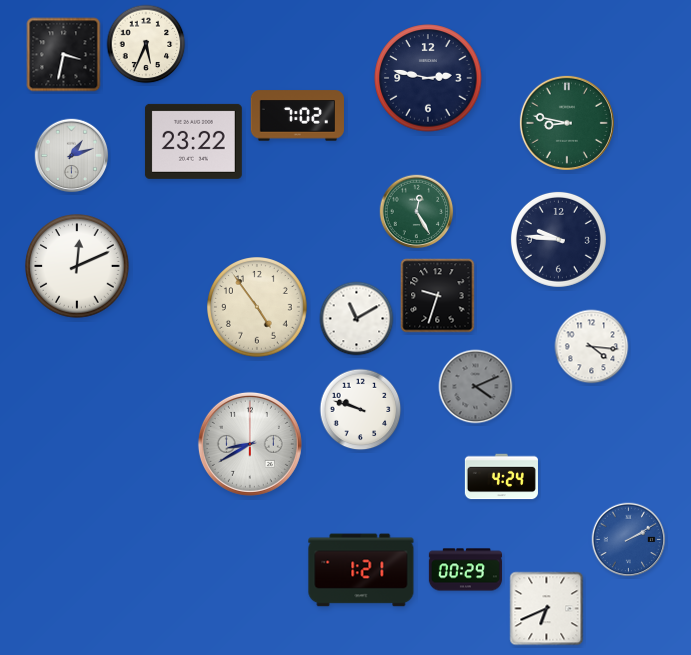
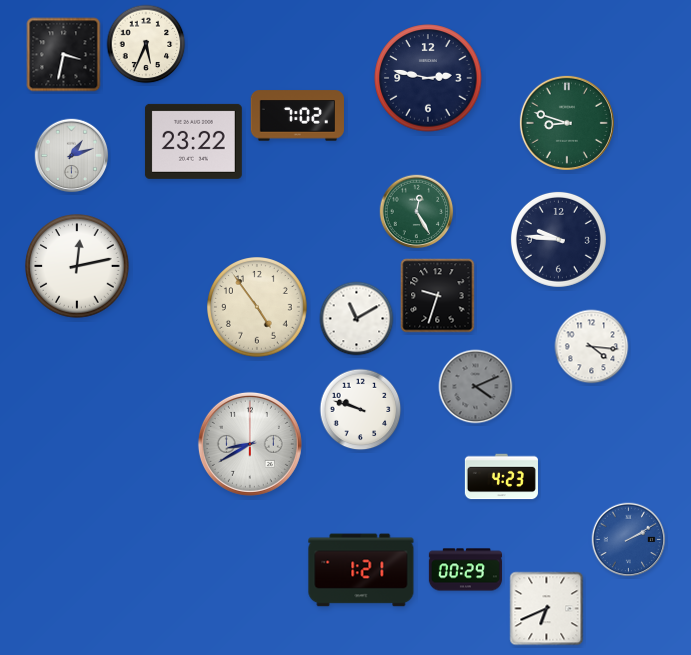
clock at (567, 123): 8:47 -> 8:48
clock at (77, 266): 12:11 -> 12:13
clock at (501, 477): 4:24 -> 4:23
